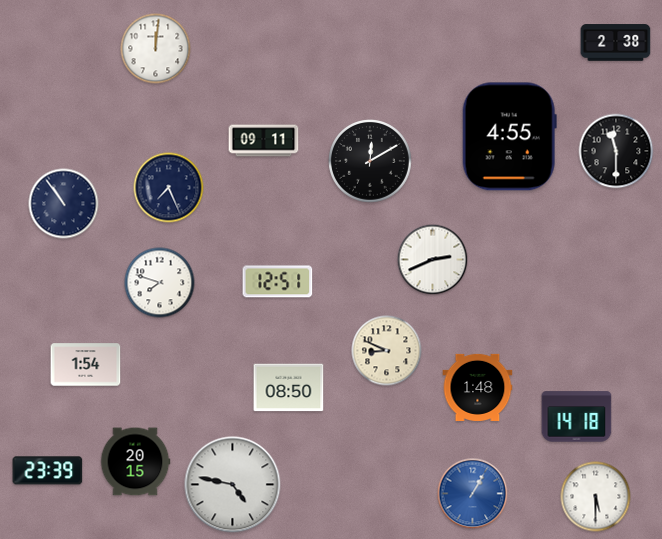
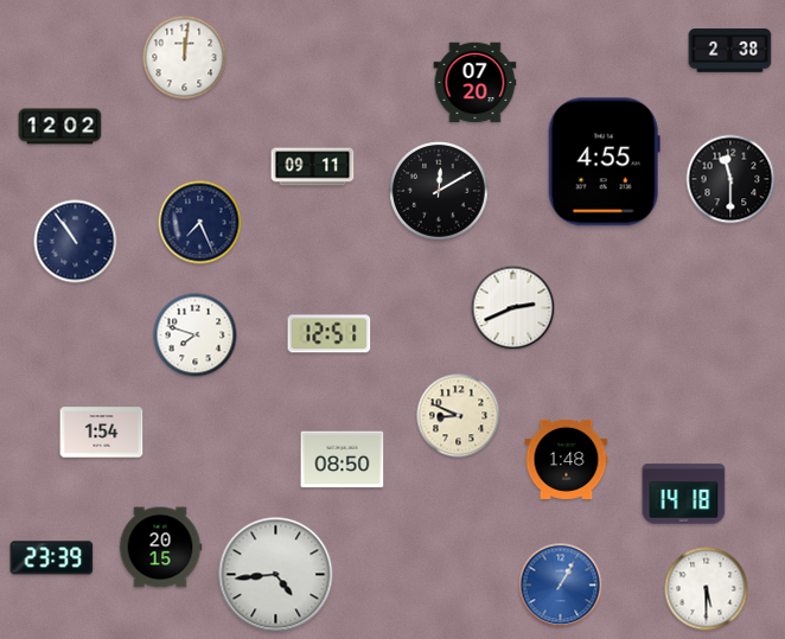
clock at (476, 83): none -> 07:20
clock at (60, 127): none -> 12:02
clock at (160, 283) position: (160, 283) -> (196, 336)
clock at (48, 471) position: (48, 471) -> (52, 558)
clock at (233, 485): 4:47 -> 4:44
